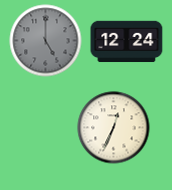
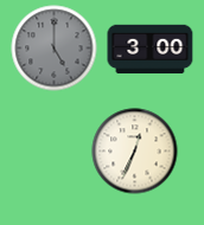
clock at (127, 42): 12:24 -> 3:00
